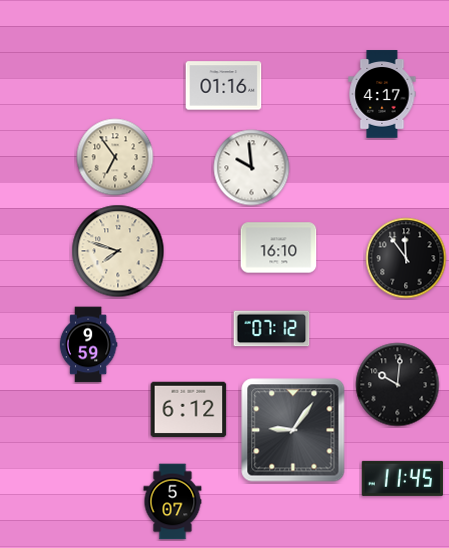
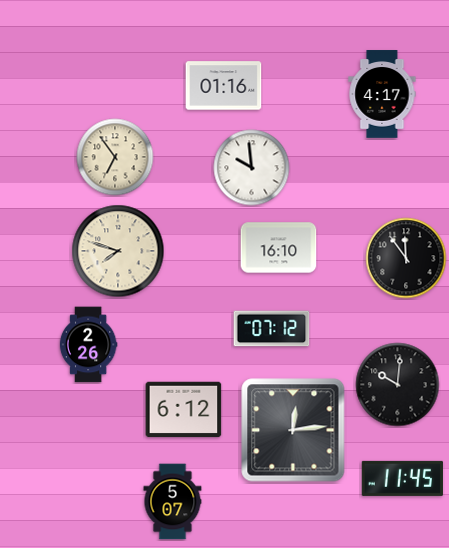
clock at (88, 345): 9:59 -> 2:26
clock at (189, 410) position: (189, 410) -> (184, 410)
clock at (293, 430): 9:06 -> 12:14
